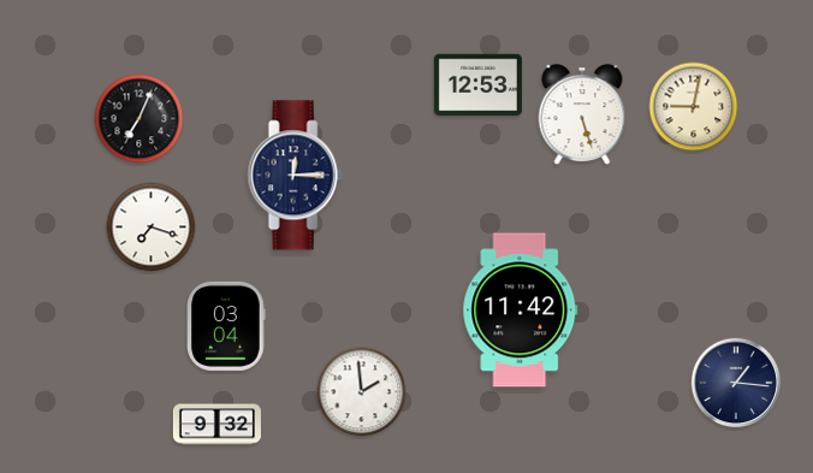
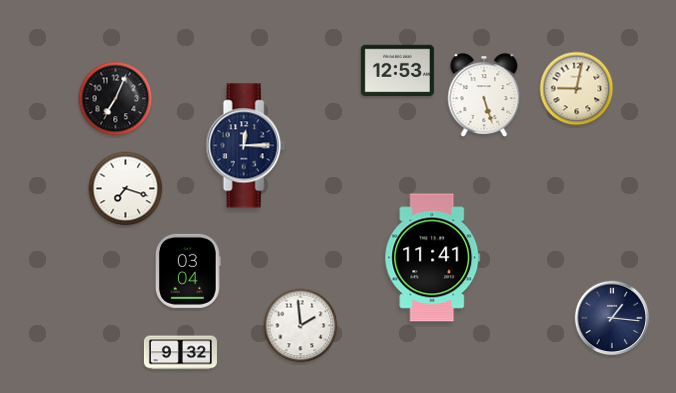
clock at (521, 311): 11:42 -> 11:41
